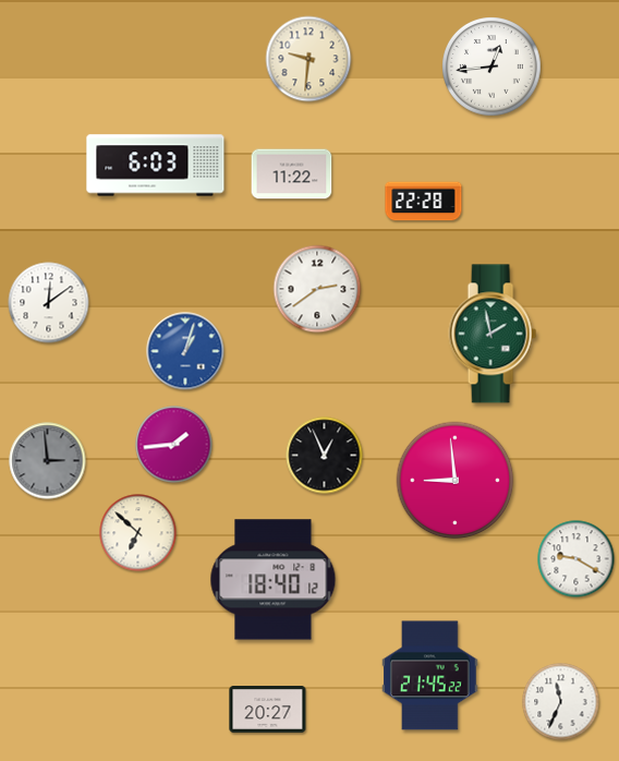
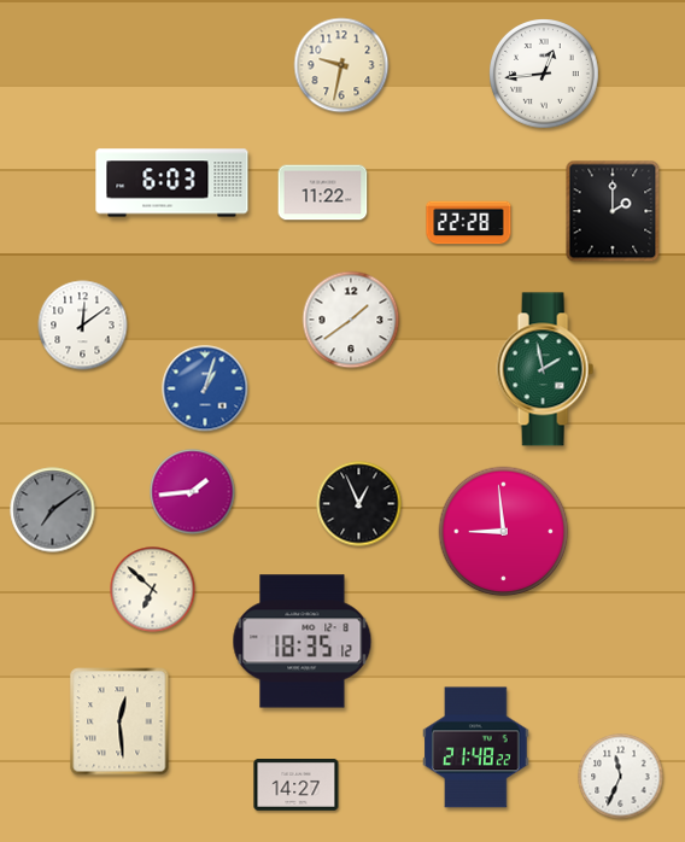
clock at (308, 59): 9:31 -> 9:32
clock at (613, 211): none -> 2:00
clock at (317, 289): 2:39 -> 1:39
clock at (49, 303) position: (49, 303) -> (83, 326)
clock at (48, 461): 2:59 -> 7:09
clock at (576, 559): 9:20 -> none
clock at (274, 580): 18:40 -> 18:35
clock at (119, 721): none -> 12:29
clock at (430, 676): 21:45 -> 21:48
clock at (268, 710): 20:27 -> 14:27
